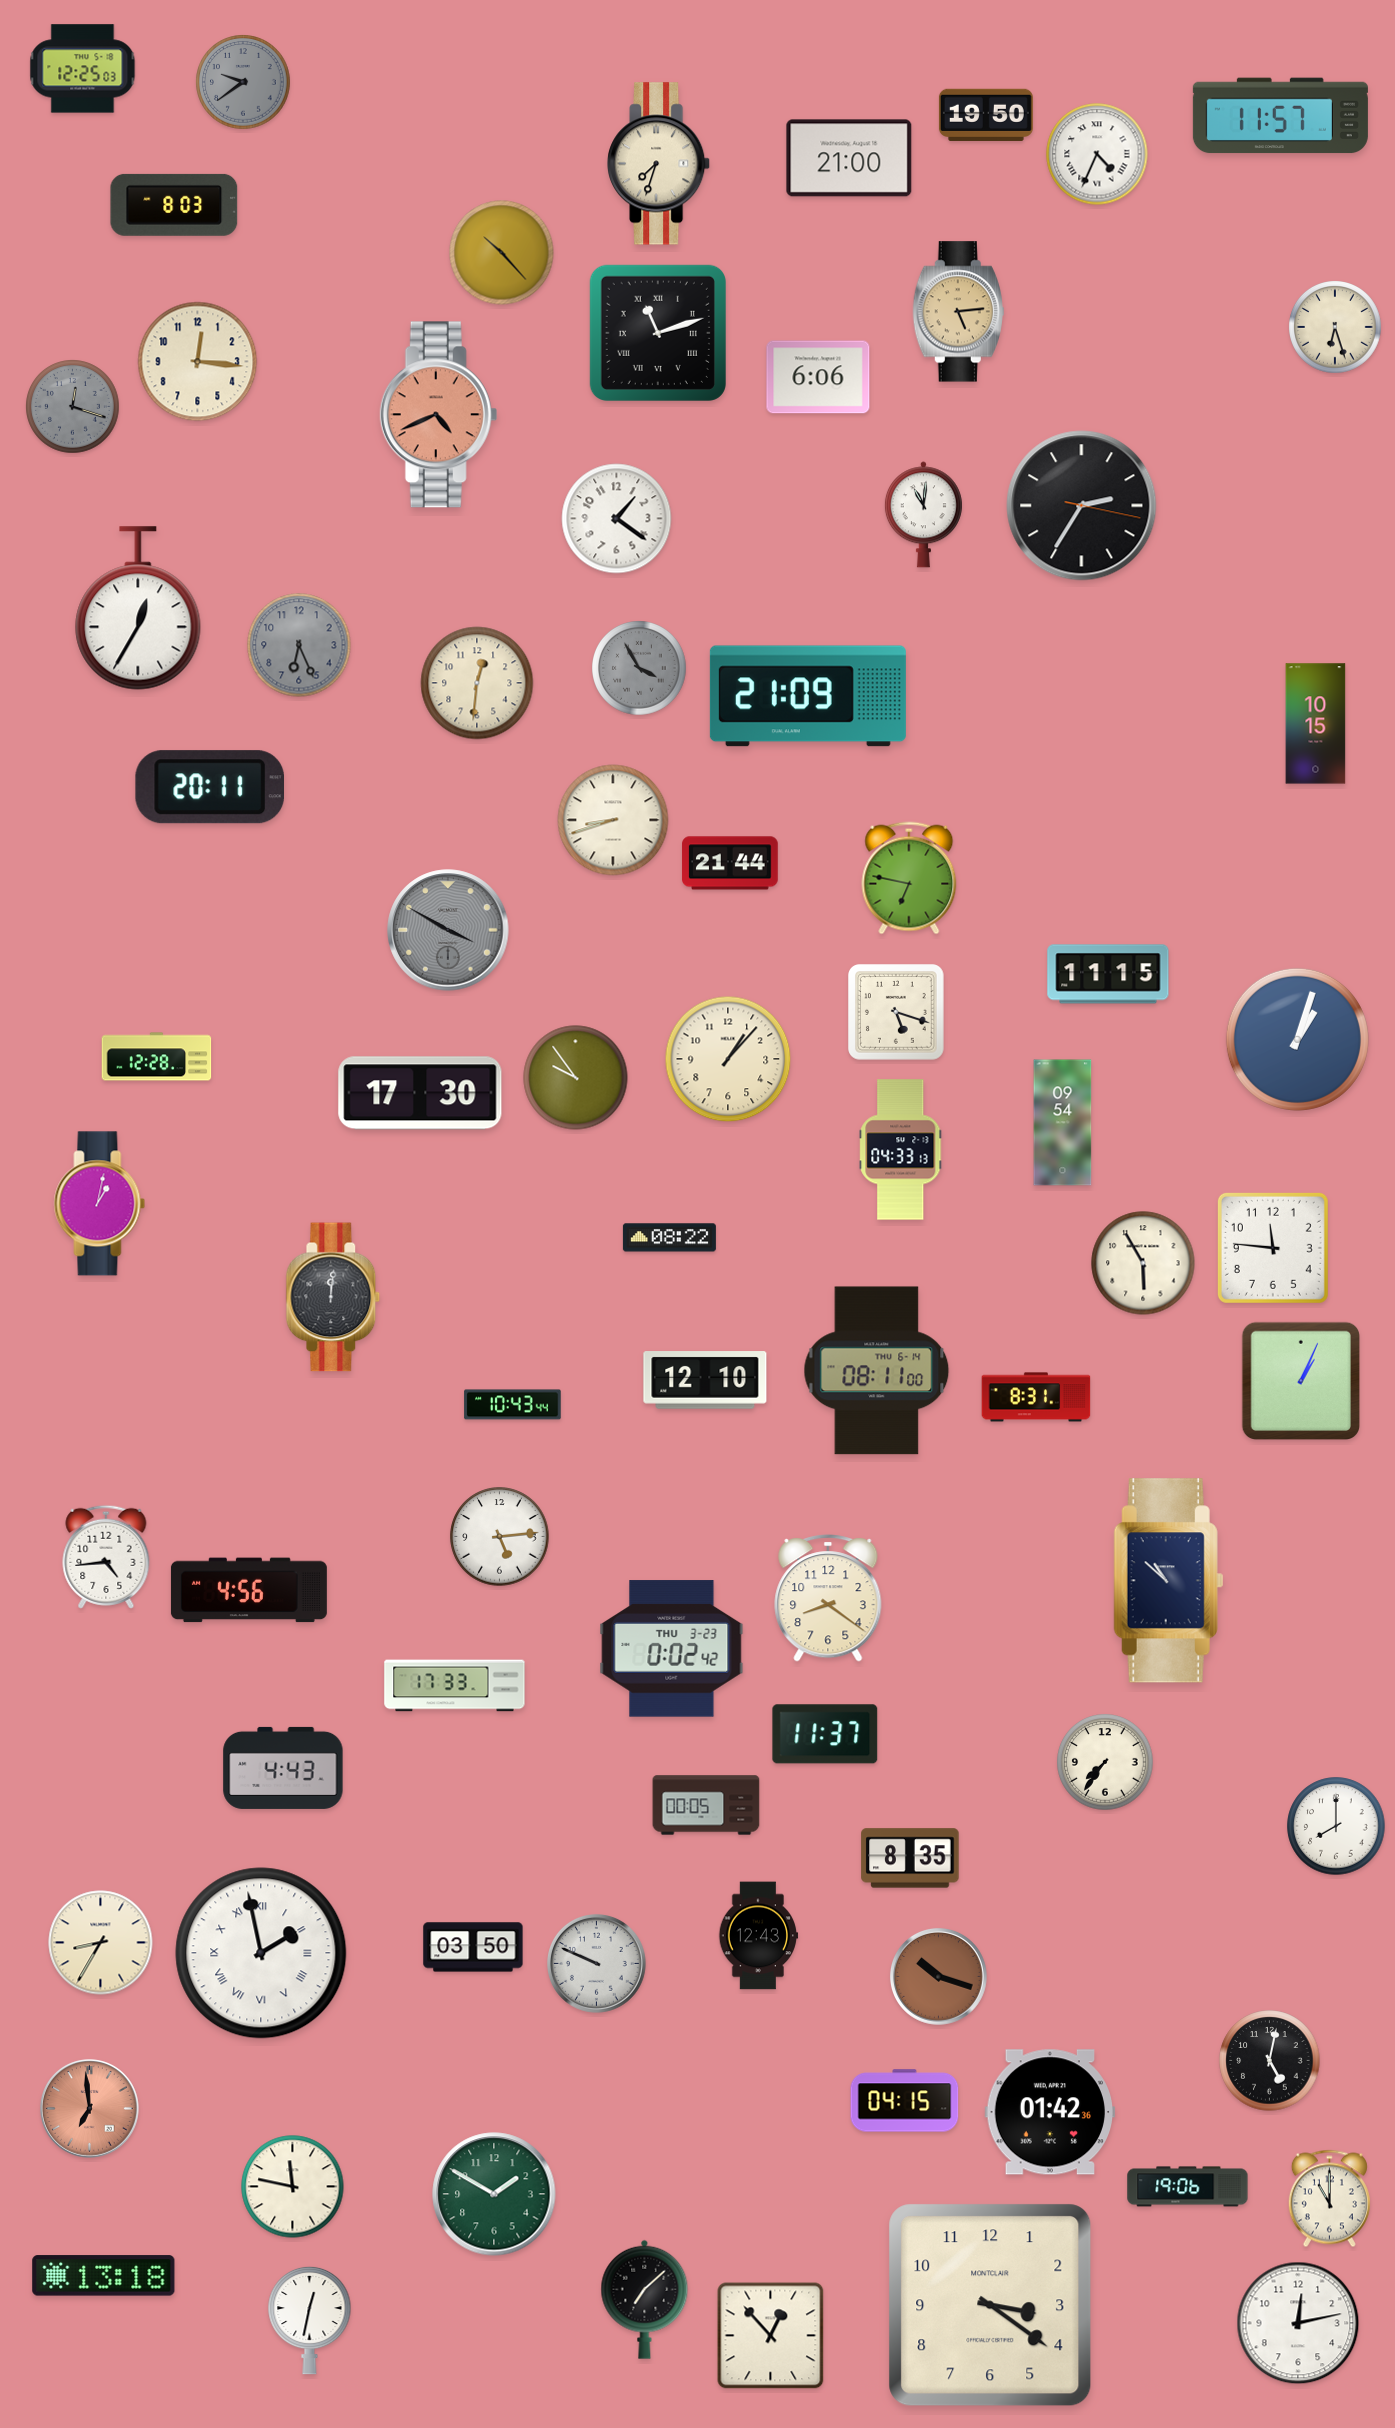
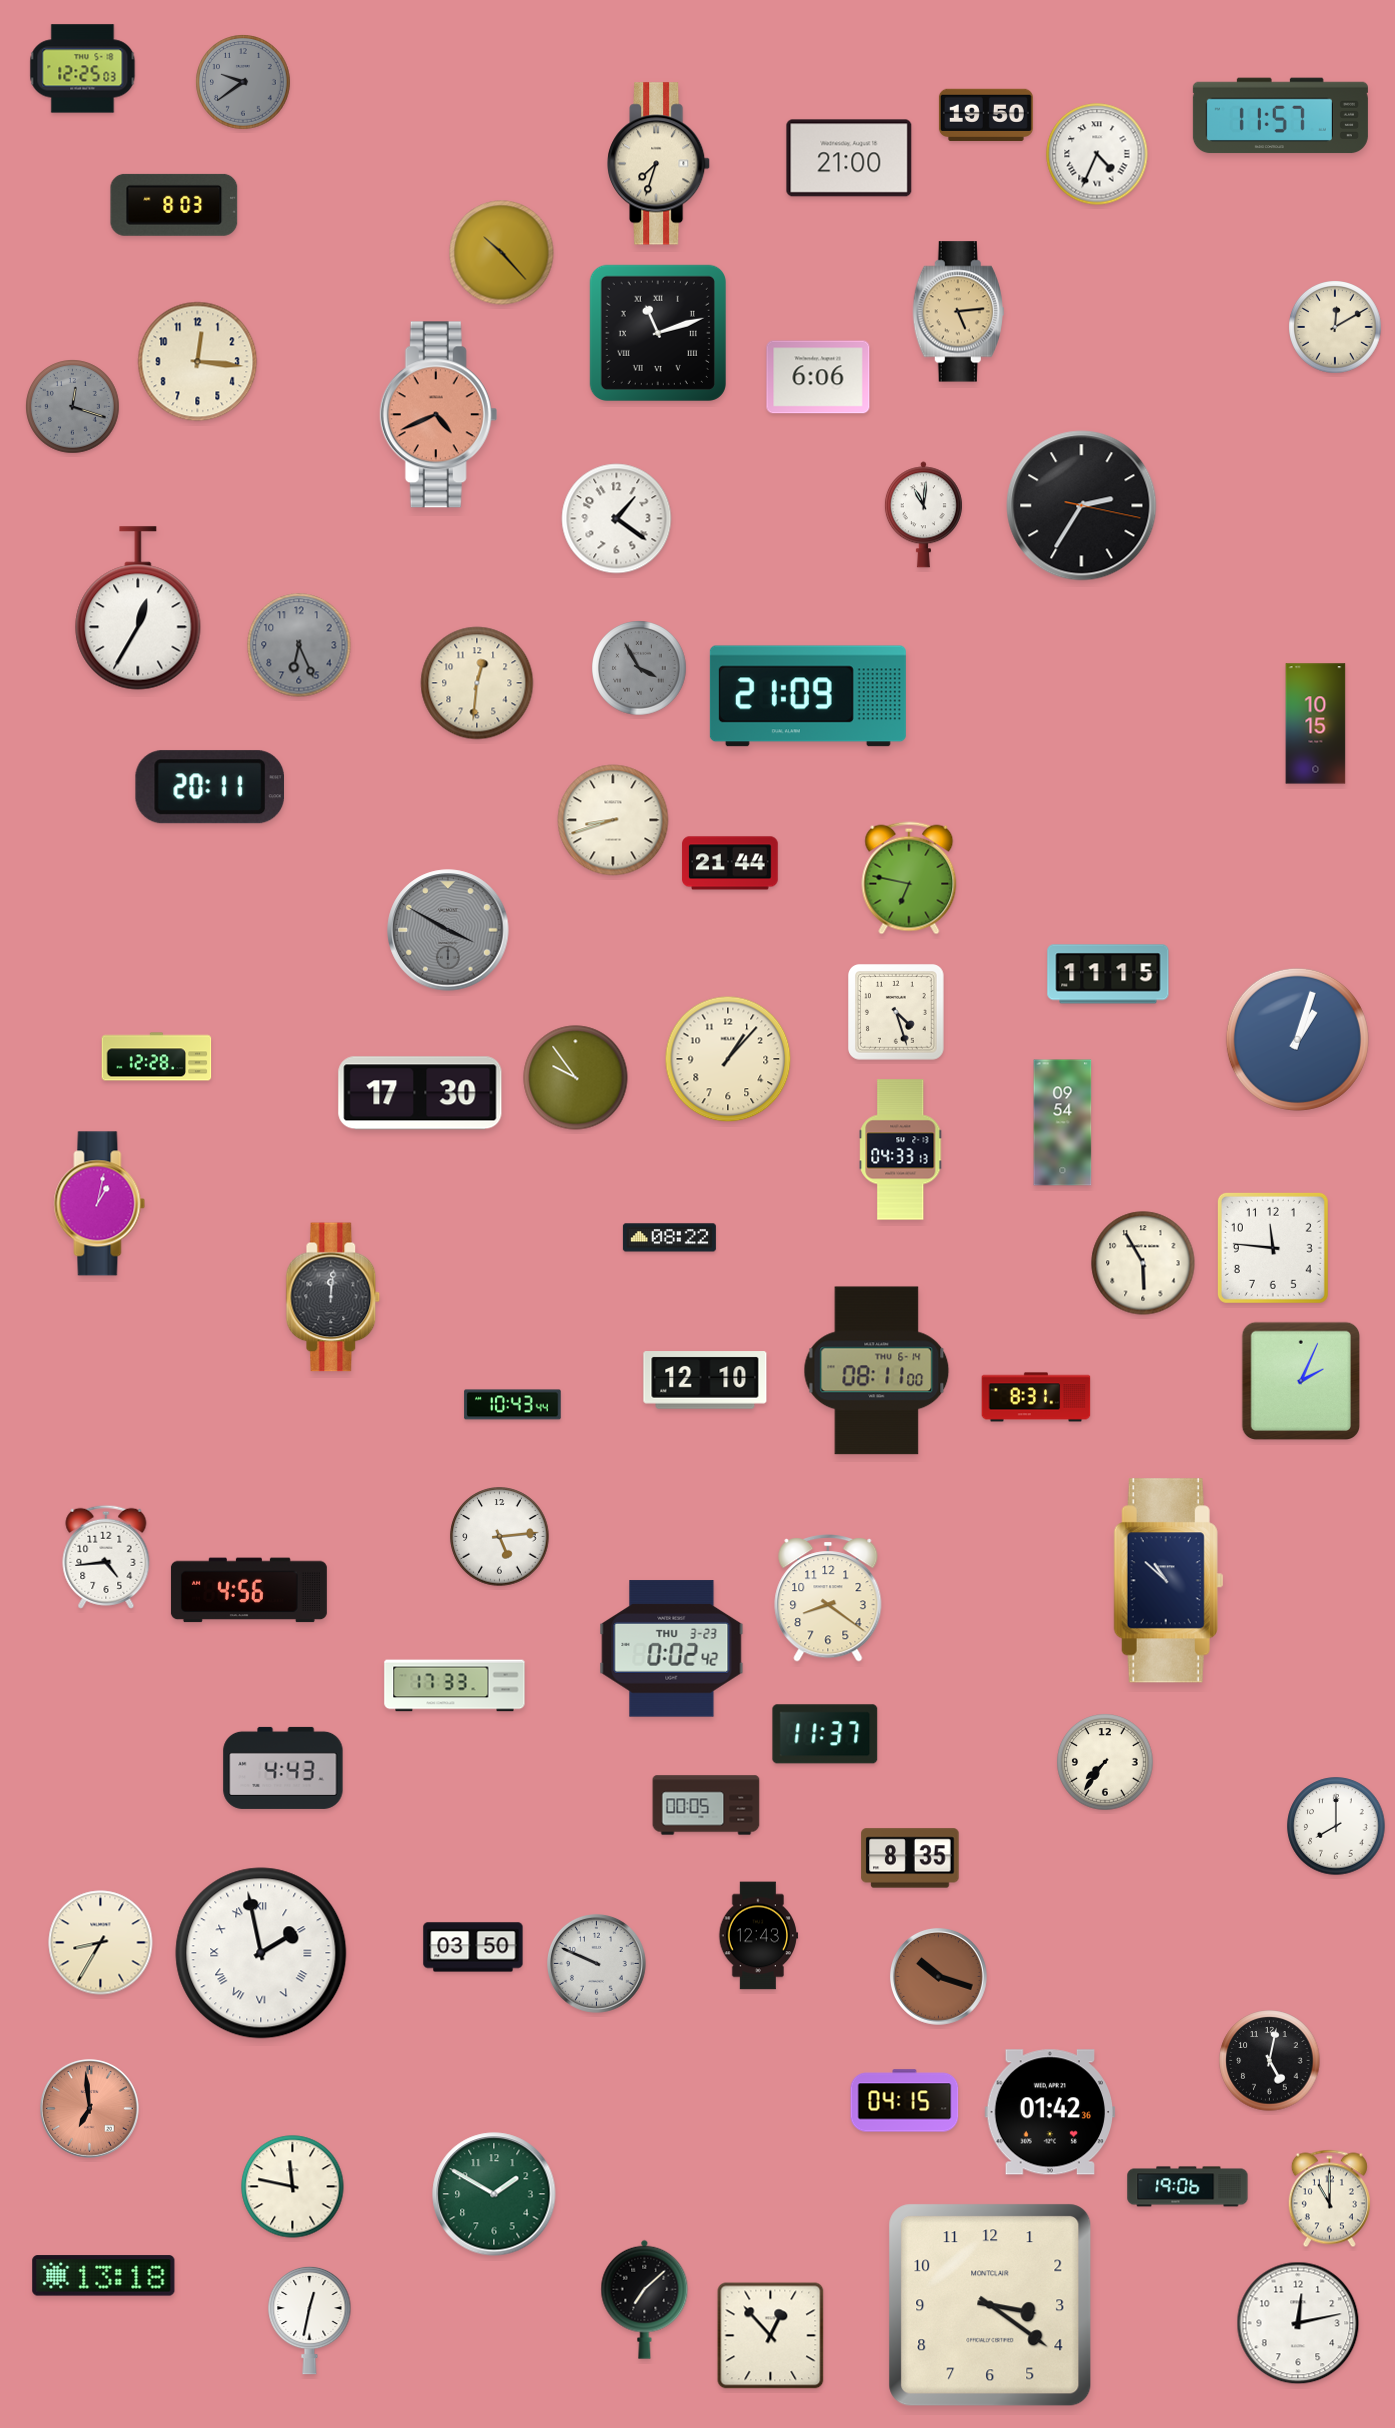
clock at (1336, 328): 6:27 -> 12:10
clock at (897, 1013): 5:18 -> 4:27
clock at (1300, 1380): 1:04 -> 2:04
